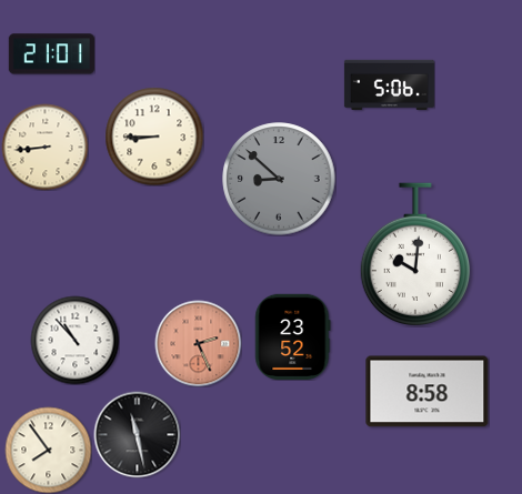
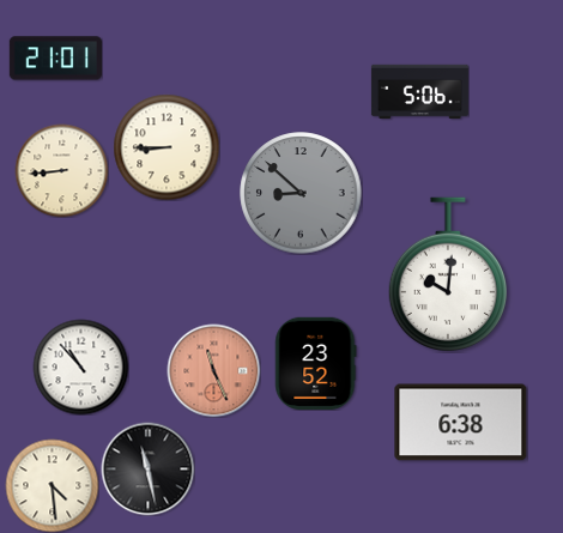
clock at (44, 147) position: (44, 147) -> (61, 170)
clock at (198, 343): 2:26 -> 11:26
clock at (428, 392): 8:58 -> 6:38
clock at (48, 450): 7:54 -> 4:29
